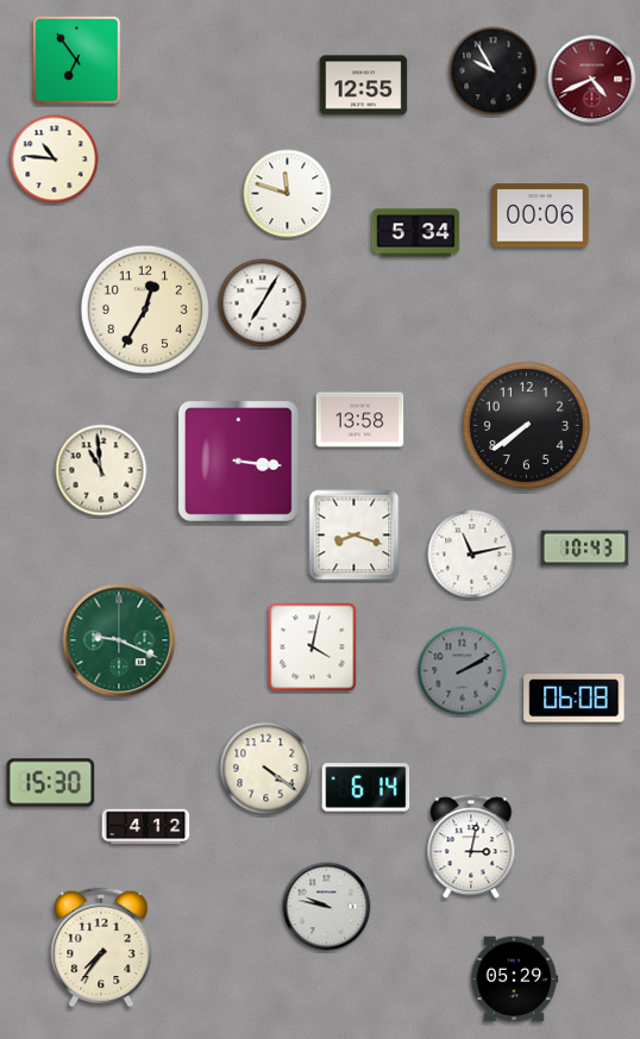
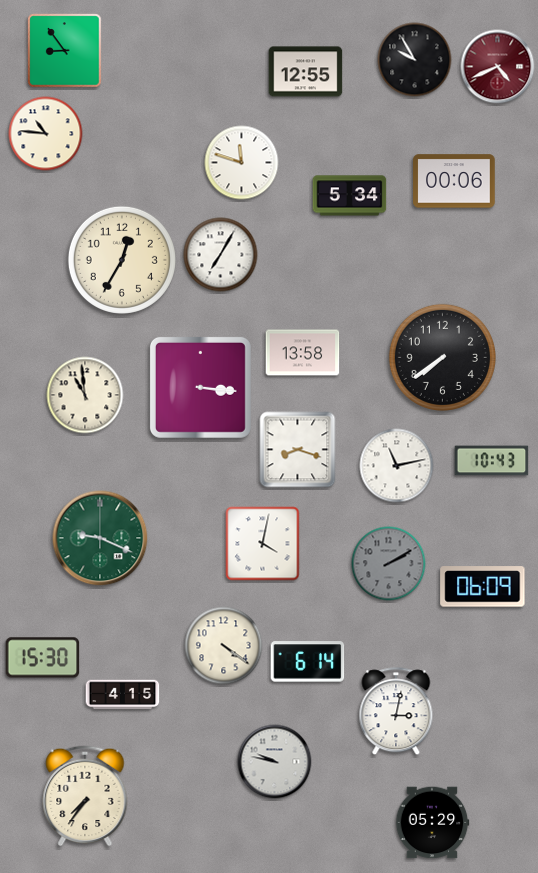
clock at (77, 61): 6:54 -> 8:54
clock at (575, 699): 06:08 -> 06:09
clock at (146, 827): 4:12 -> 4:15
